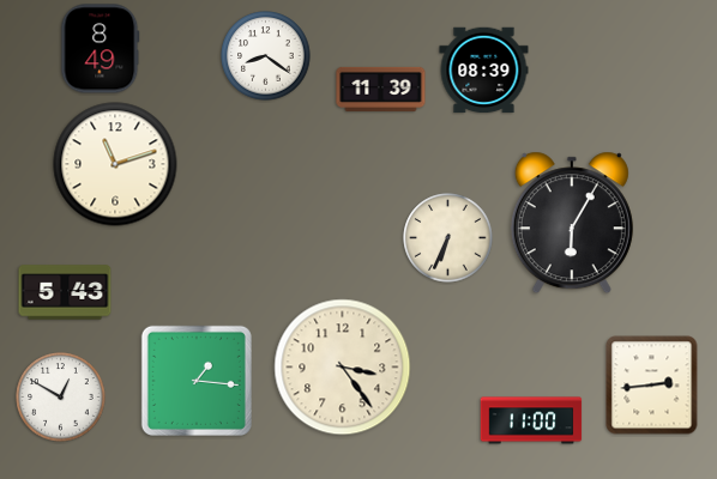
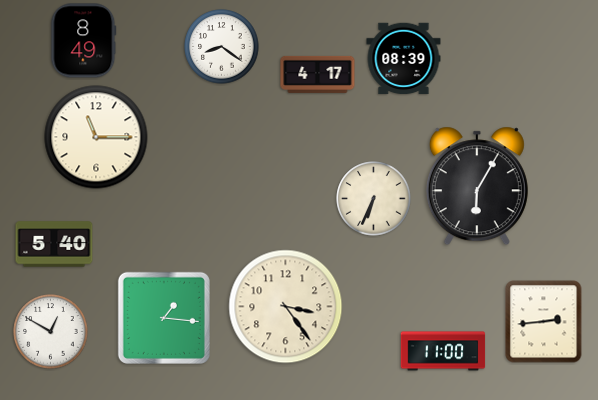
clock at (381, 89): 11:39 -> 4:17
clock at (115, 164): 11:12 -> 11:15
clock at (65, 292): 5:43 -> 5:40
